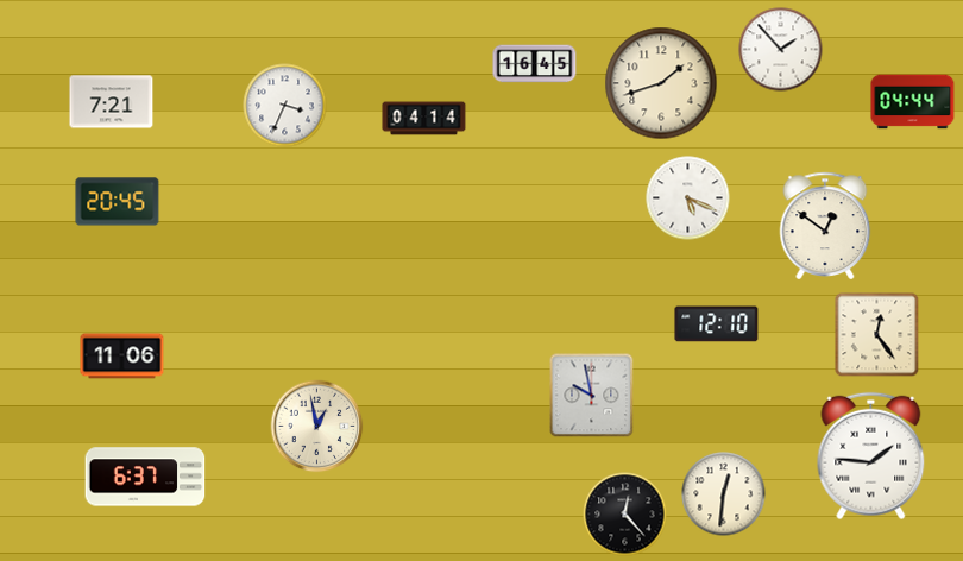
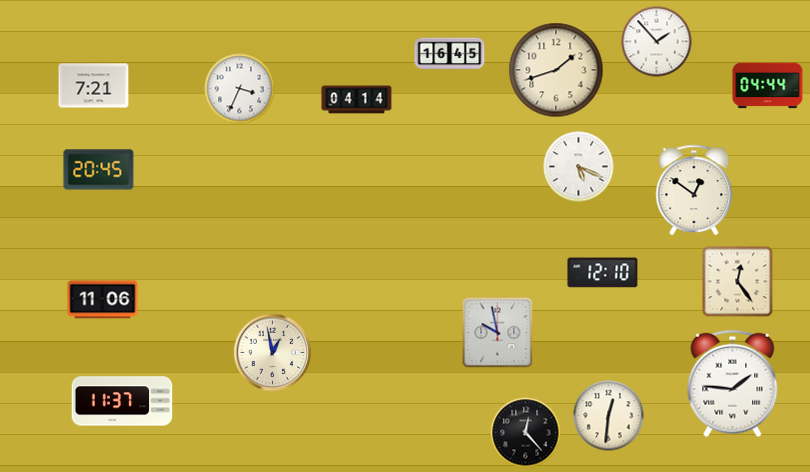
clock at (317, 427) position: (317, 427) -> (273, 353)
clock at (145, 477): 6:37 -> 11:37
